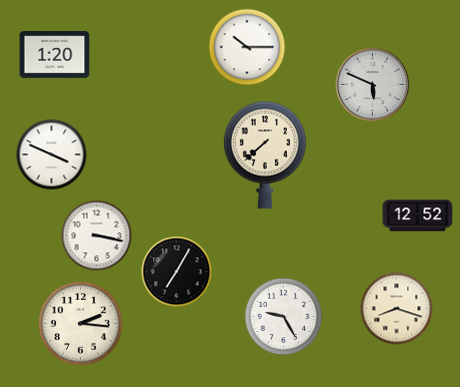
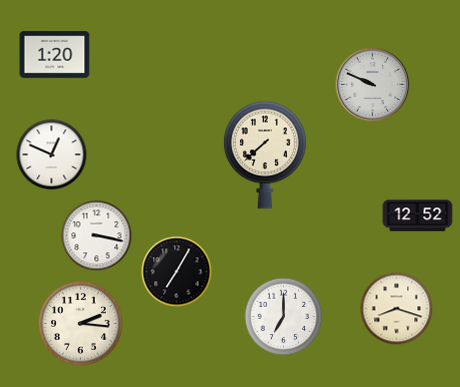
clock at (247, 47): 10:15 -> none
clock at (373, 85): 5:49 -> 9:49
clock at (52, 155): 3:49 -> 12:49
clock at (284, 317): 9:25 -> 7:00
